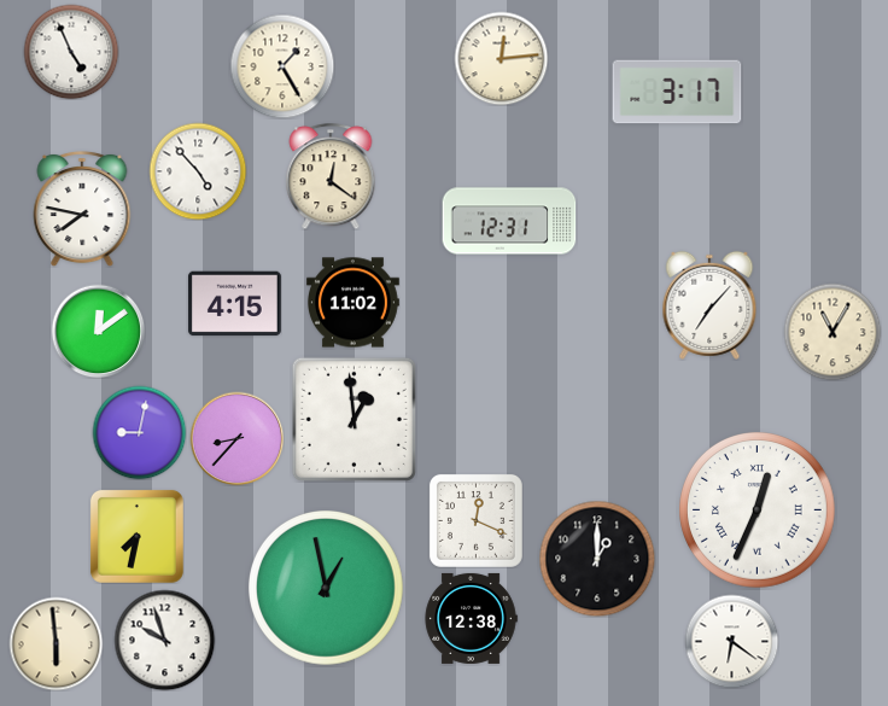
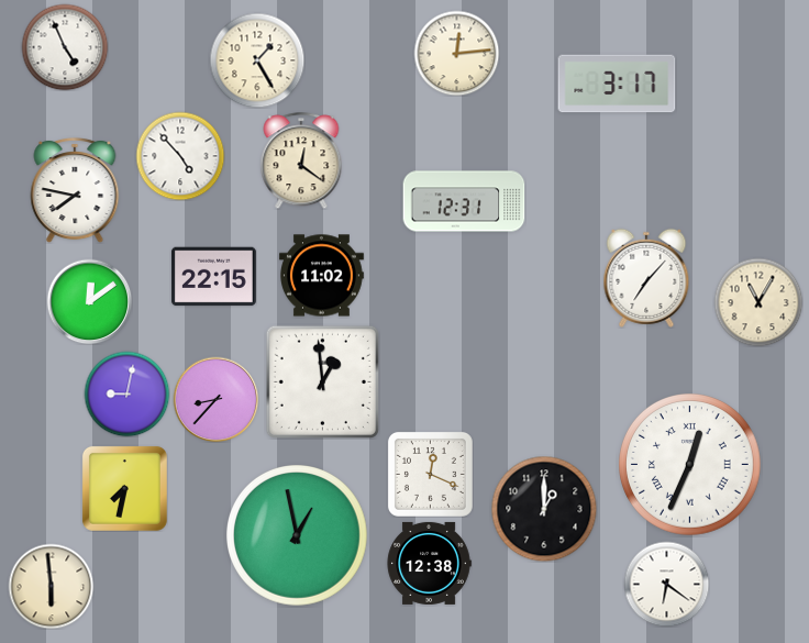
clock at (234, 304): 4:15 -> 22:15
clock at (475, 520) position: (475, 520) -> (430, 474)
clock at (164, 640): 9:57 -> none
